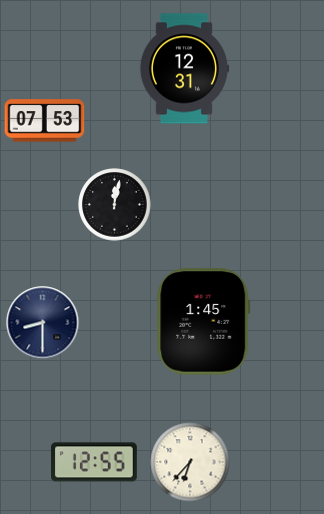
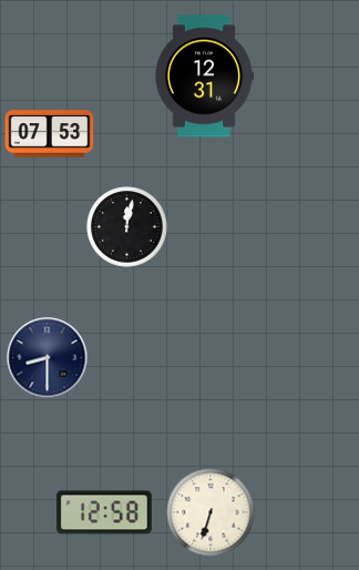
clock at (204, 322): 1:45 -> none
clock at (95, 462): 12:55 -> 12:58
clock at (190, 462): 6:37 -> 6:33
